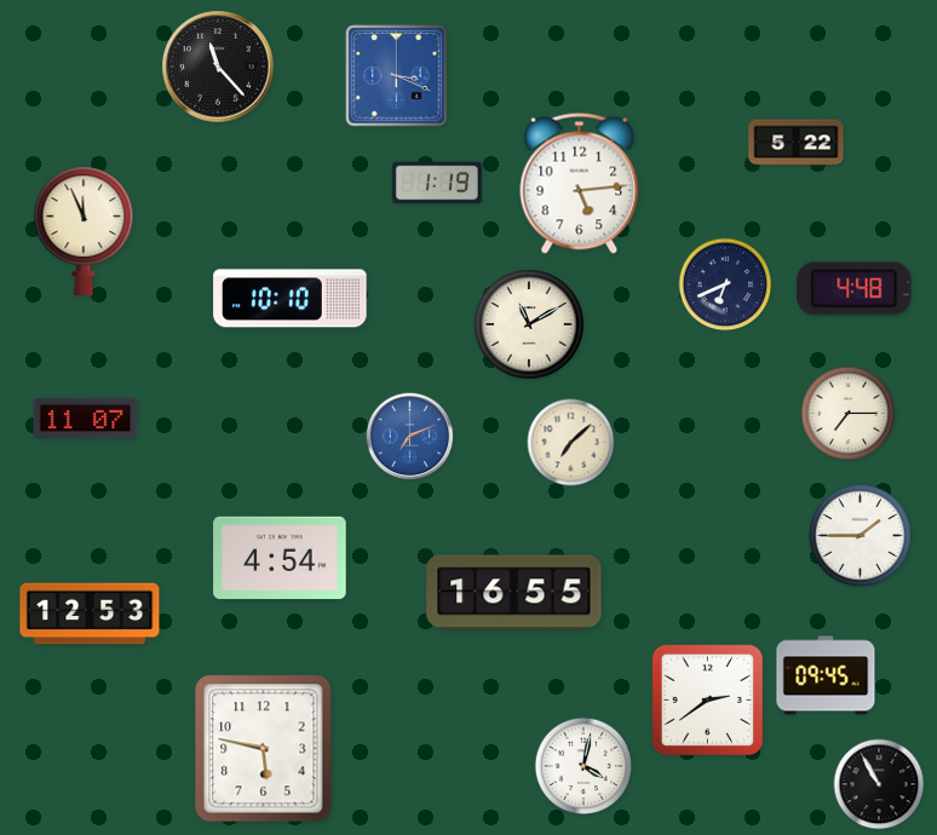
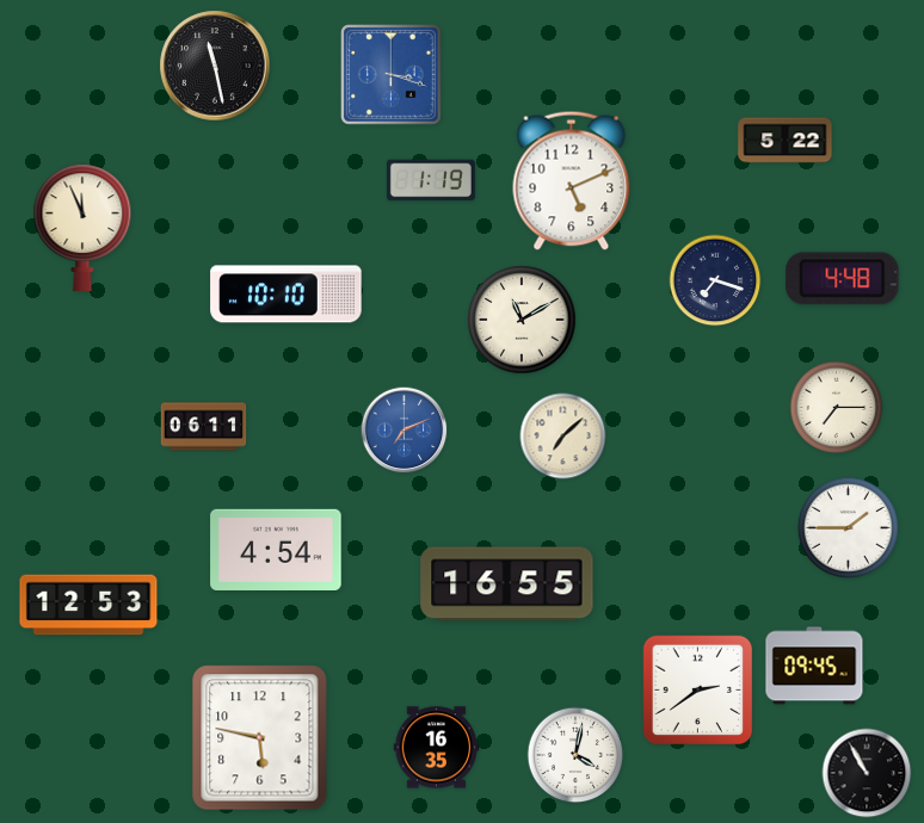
clock at (218, 67): 11:23 -> 11:28
clock at (397, 76): 3:19 -> 3:18
clock at (580, 183): 5:14 -> 5:11
clock at (725, 284): 6:41 -> 7:18
clock at (855, 289) position: (855, 289) -> (843, 279)
clock at (86, 417): 11:07 -> none
clock at (204, 427): none -> 06:11
clock at (437, 748): none -> 16:35
